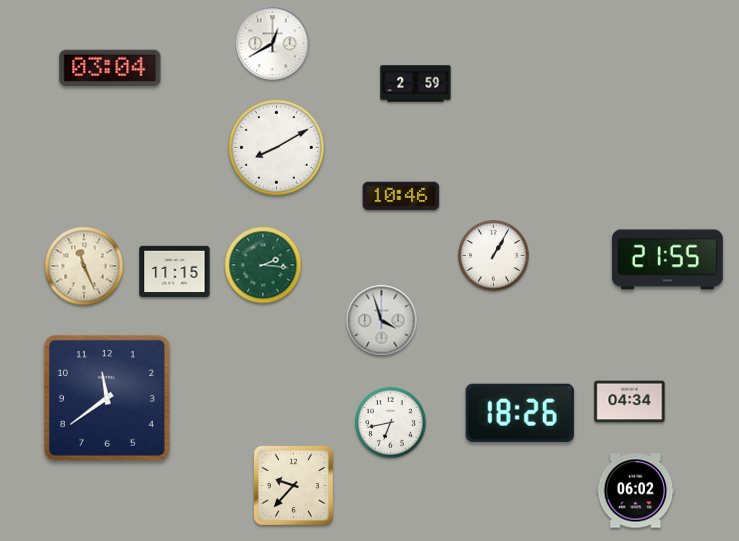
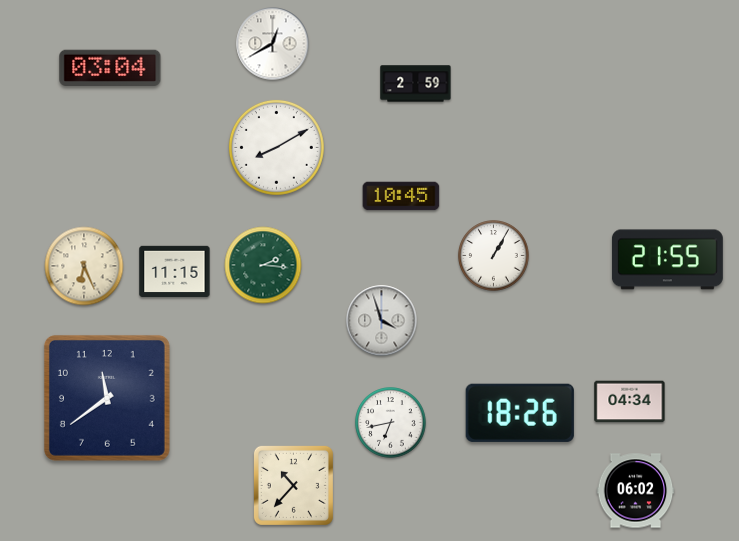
clock at (401, 196): 10:46 -> 10:45
clock at (84, 266): 11:26 -> 6:26
clock at (293, 485): 9:37 -> 10:37
